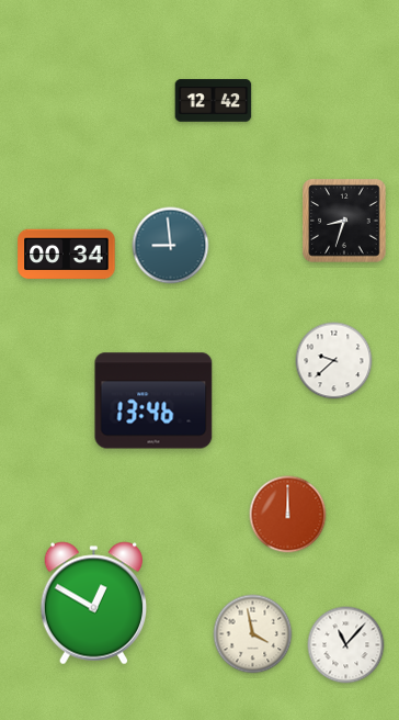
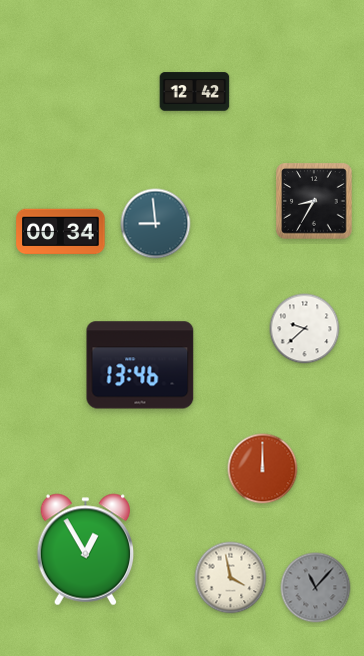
clock at (344, 221): 8:33 -> 8:35
clock at (94, 604): 12:50 -> 12:55
clock at (346, 645) dial: white -> grey
